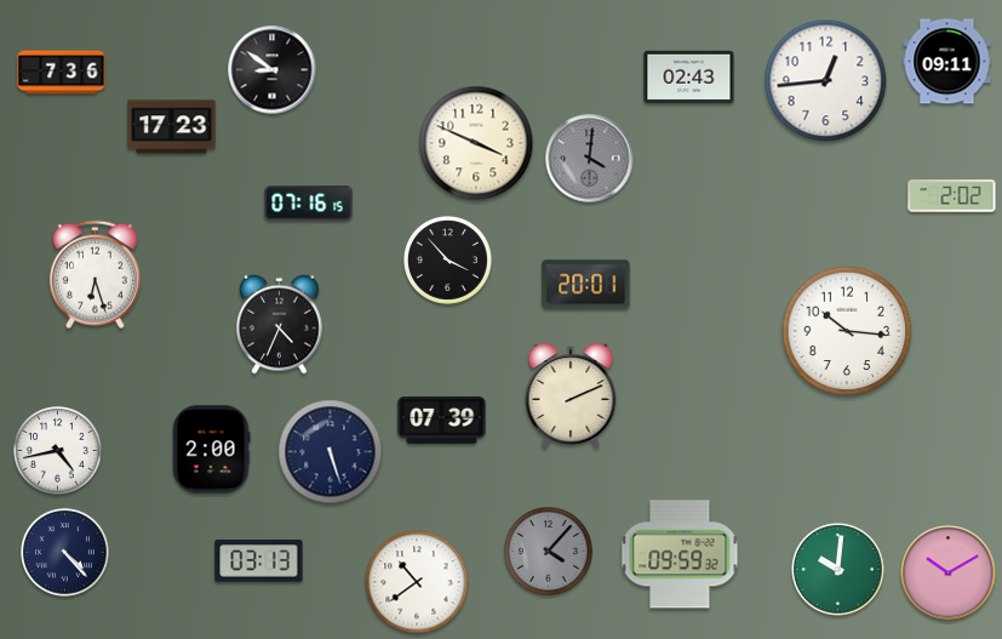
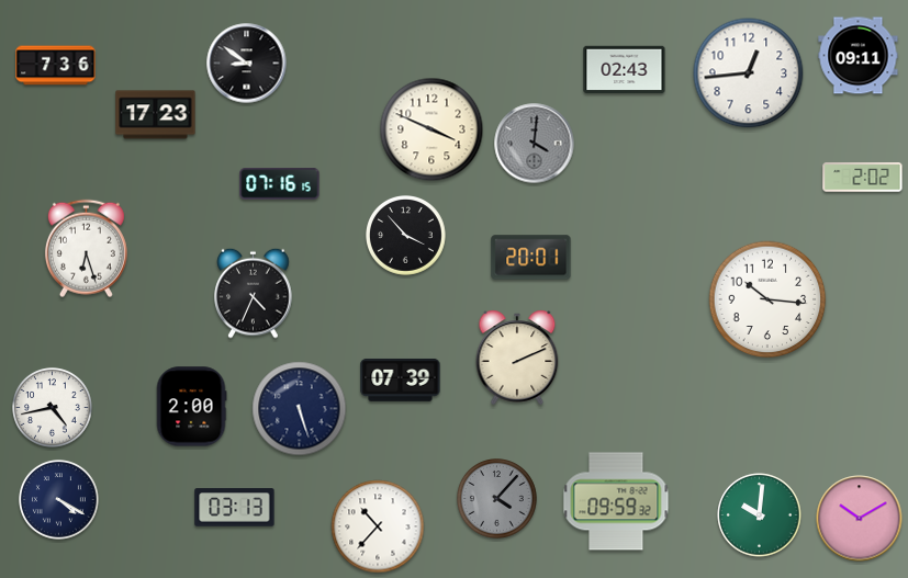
clock at (65, 553): 4:23 -> 4:20
clock at (417, 582): 10:39 -> 10:37
